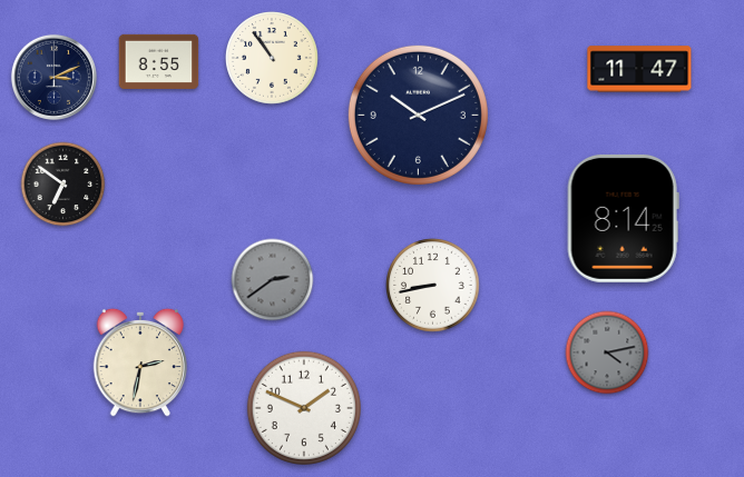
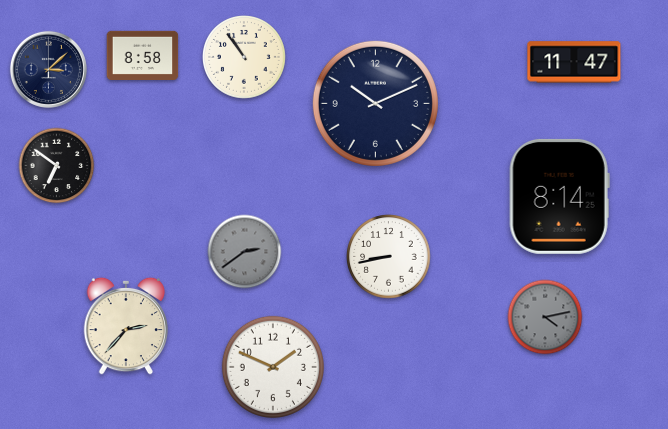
clock at (273, 59) position: (273, 59) -> (245, 58)
clock at (159, 61): 8:55 -> 8:58
clock at (53, 77): 3:11 -> 3:08
clock at (140, 362): 2:32 -> 2:37
